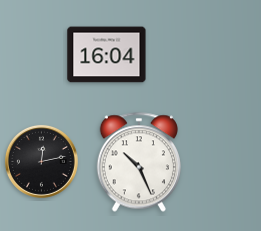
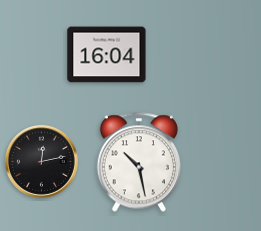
clock at (139, 162): 10:26 -> 10:28
